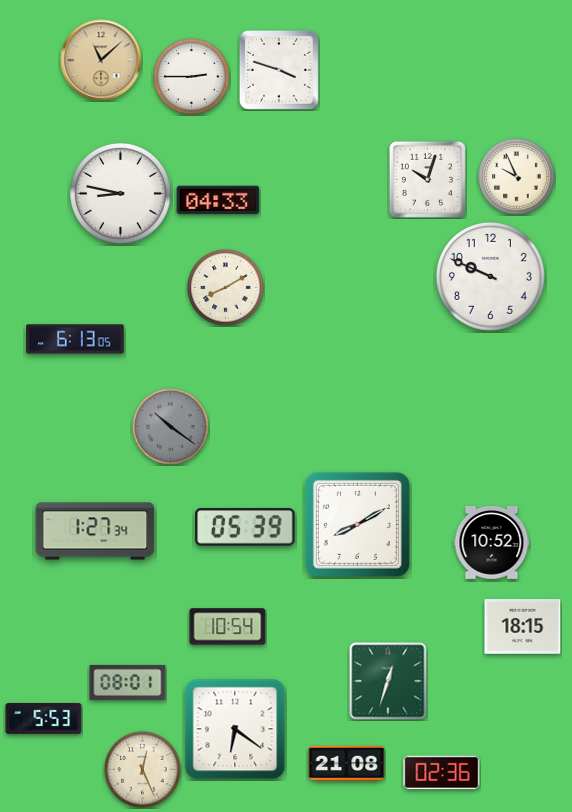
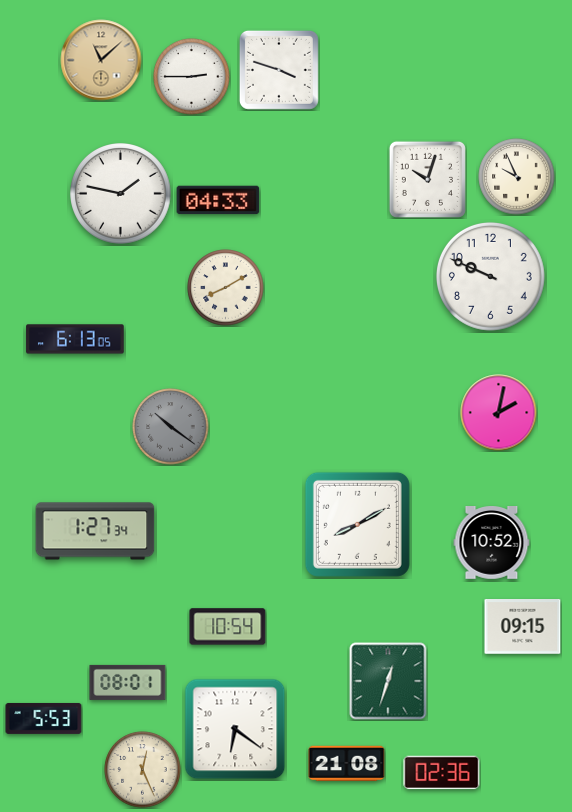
clock at (121, 194): 8:47 -> 1:47
clock at (499, 413): none -> 2:02
clock at (245, 528): 05:39 -> none
clock at (523, 627): 18:15 -> 09:15
